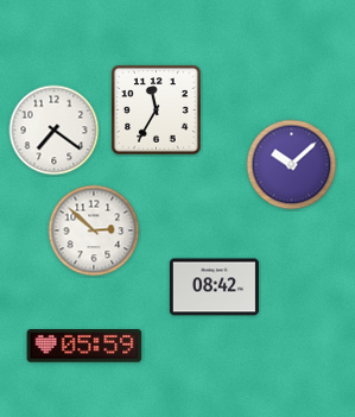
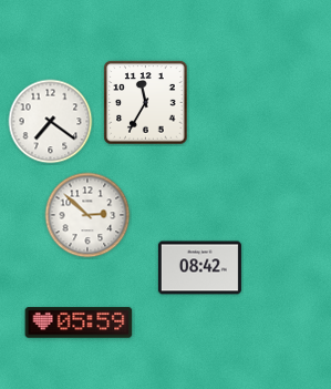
clock at (292, 165): 10:08 -> none
